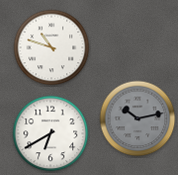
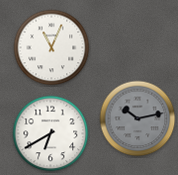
clock at (52, 48): 10:48 -> 11:04
